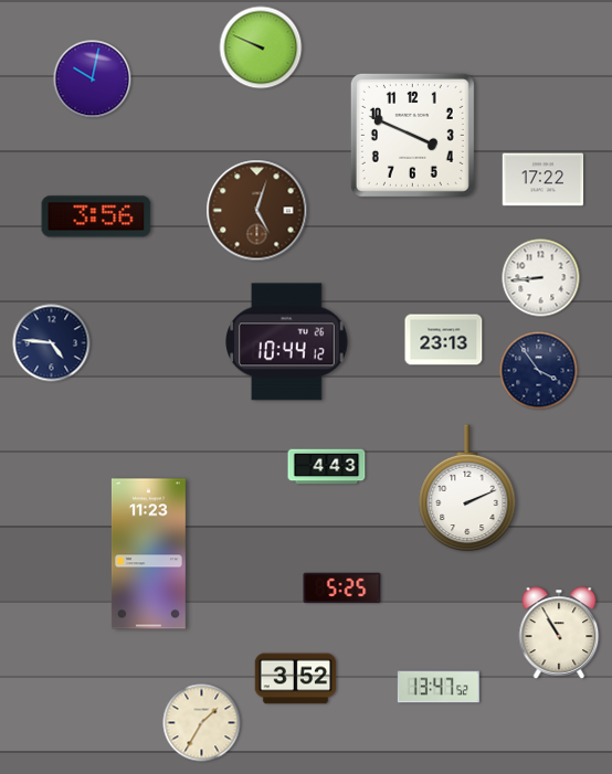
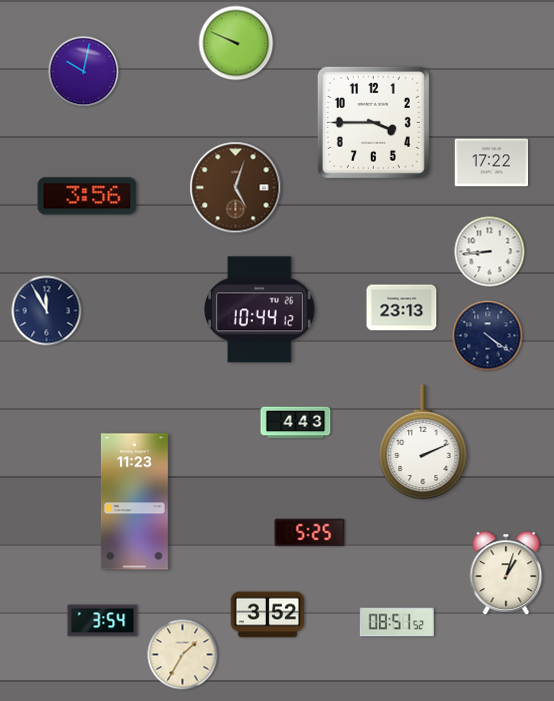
clock at (412, 135): 3:49 -> 3:45
clock at (257, 211) position: (257, 211) -> (236, 188)
clock at (52, 343): 4:46 -> 11:55
clock at (539, 371): 3:54 -> 4:21
clock at (559, 633): 10:55 -> 1:03
clock at (103, 621): none -> 3:54
clock at (439, 687): 13:47 -> 08:51
